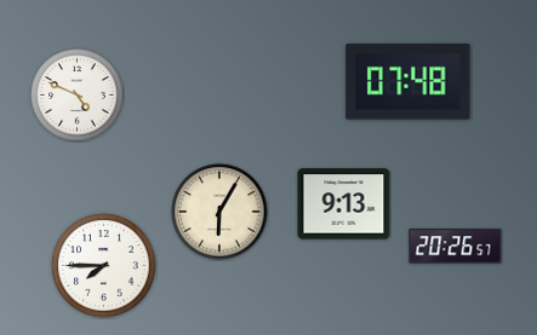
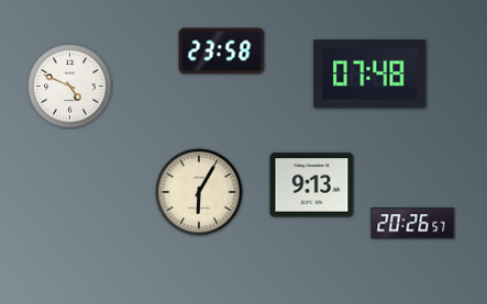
clock at (222, 52): none -> 23:58
clock at (104, 266): 7:45 -> none
